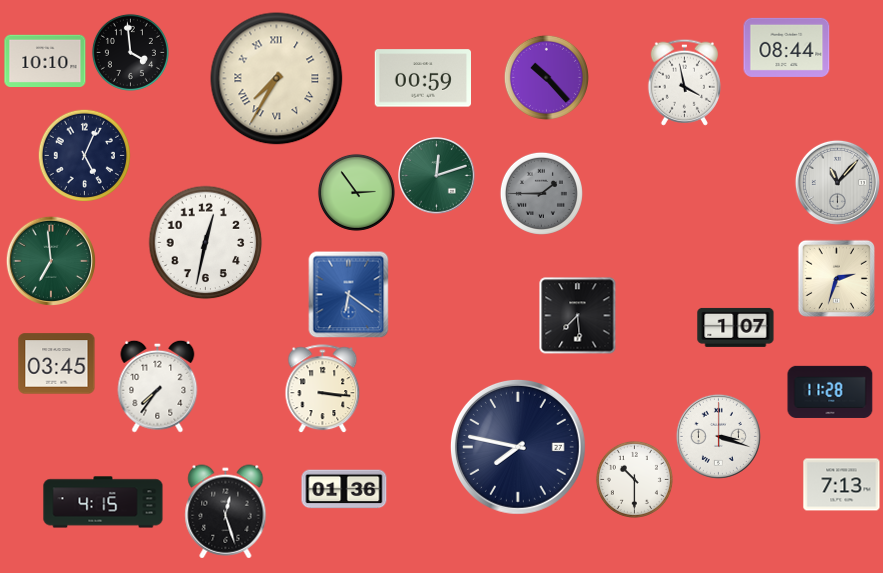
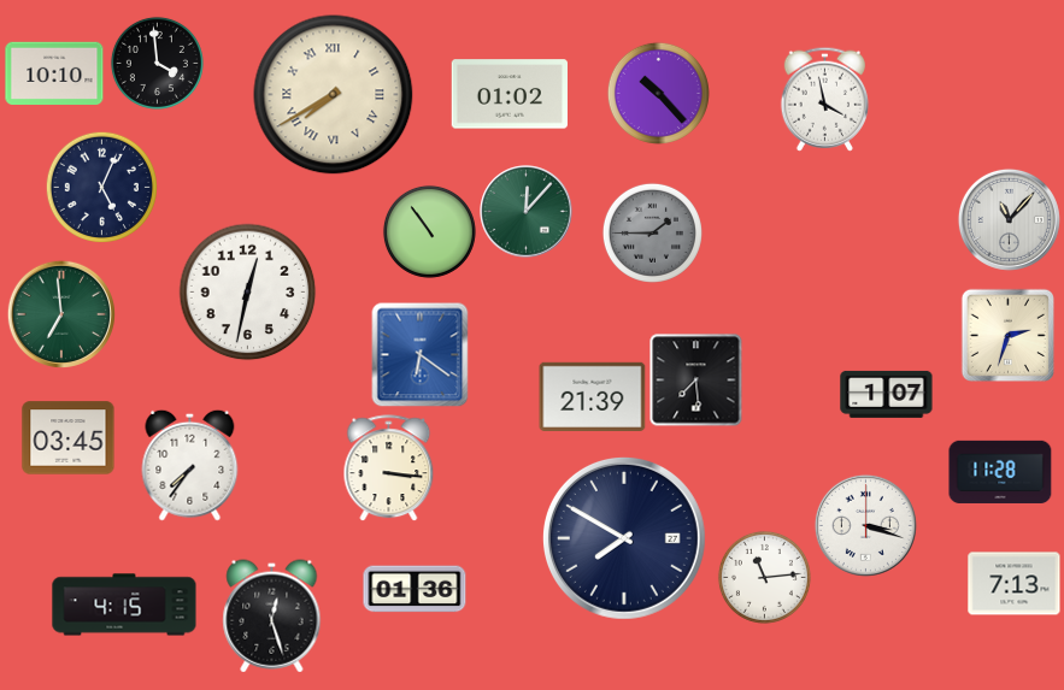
clock at (787, 47): 08:44 -> none
clock at (423, 78): 00:59 -> 01:02
clock at (277, 79): 7:35 -> 7:40
clock at (437, 176): 12:12 -> 12:07
clock at (356, 192): 2:54 -> 10:54
clock at (593, 396): none -> 21:39
clock at (518, 447): 7:47 -> 7:50
clock at (634, 479): 10:30 -> 11:14
